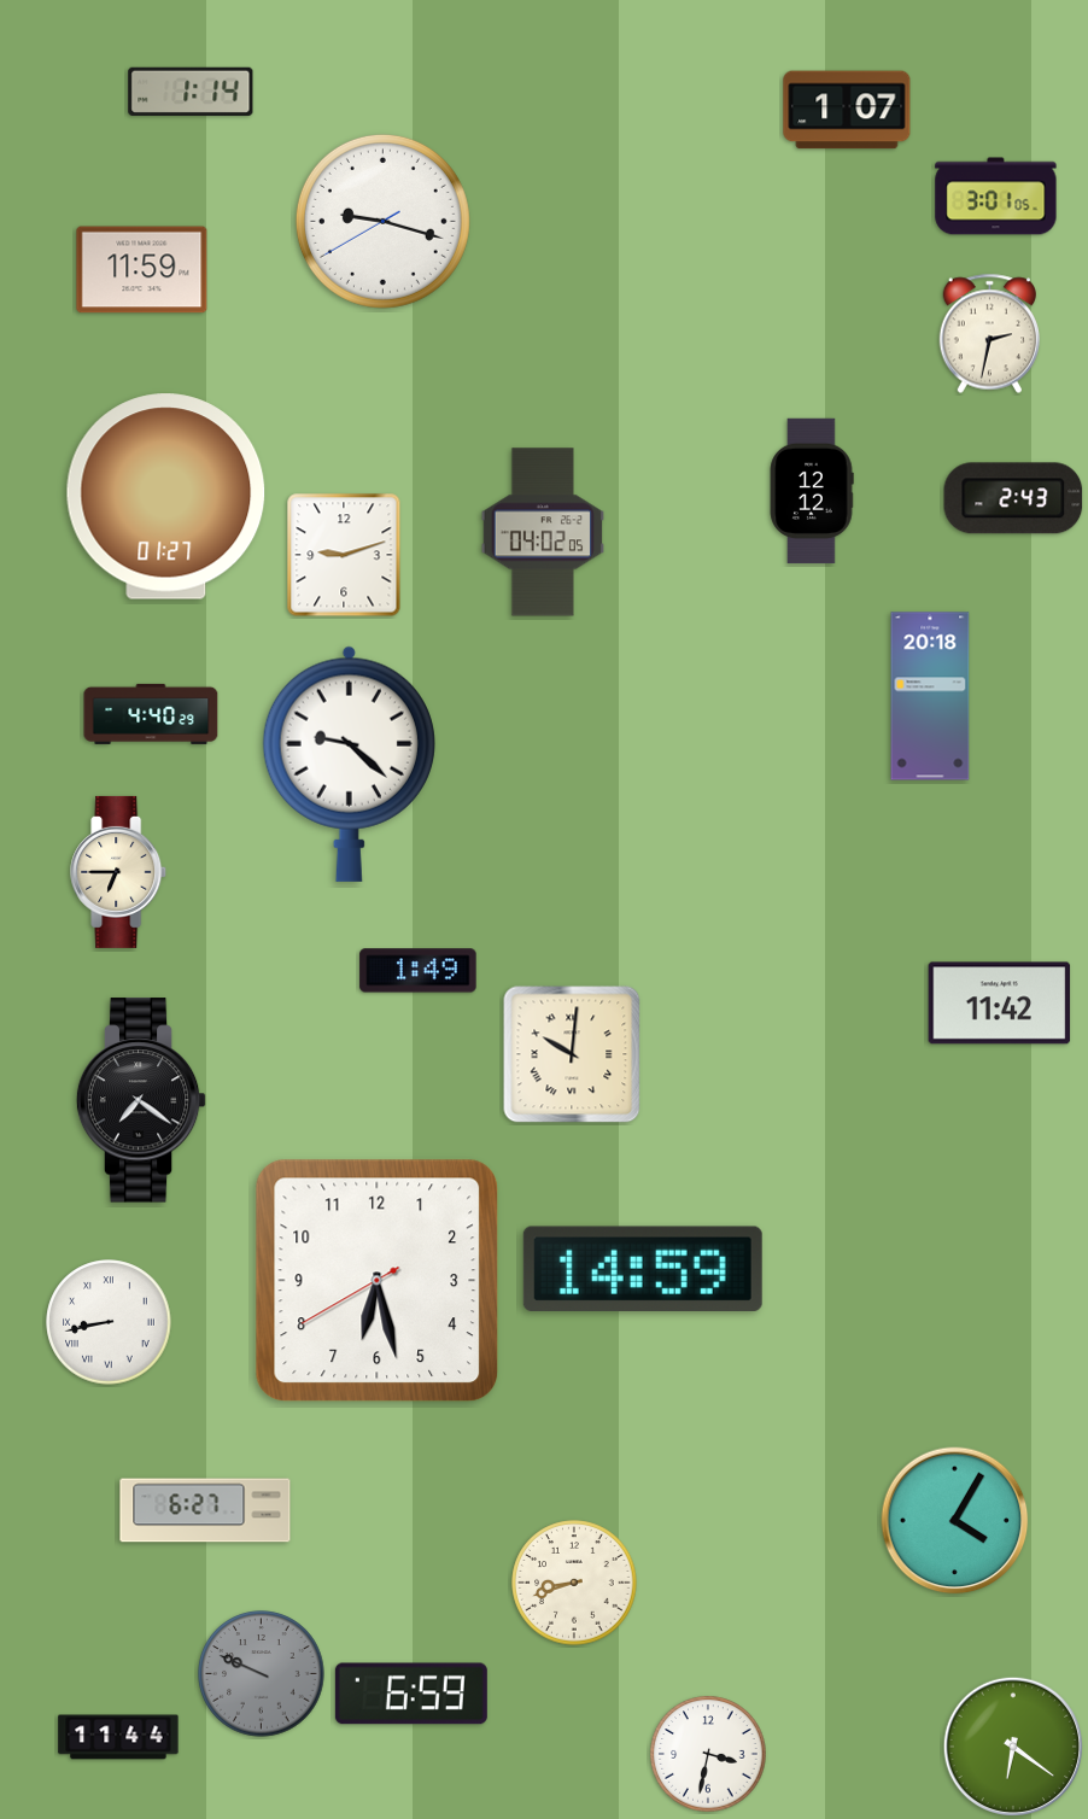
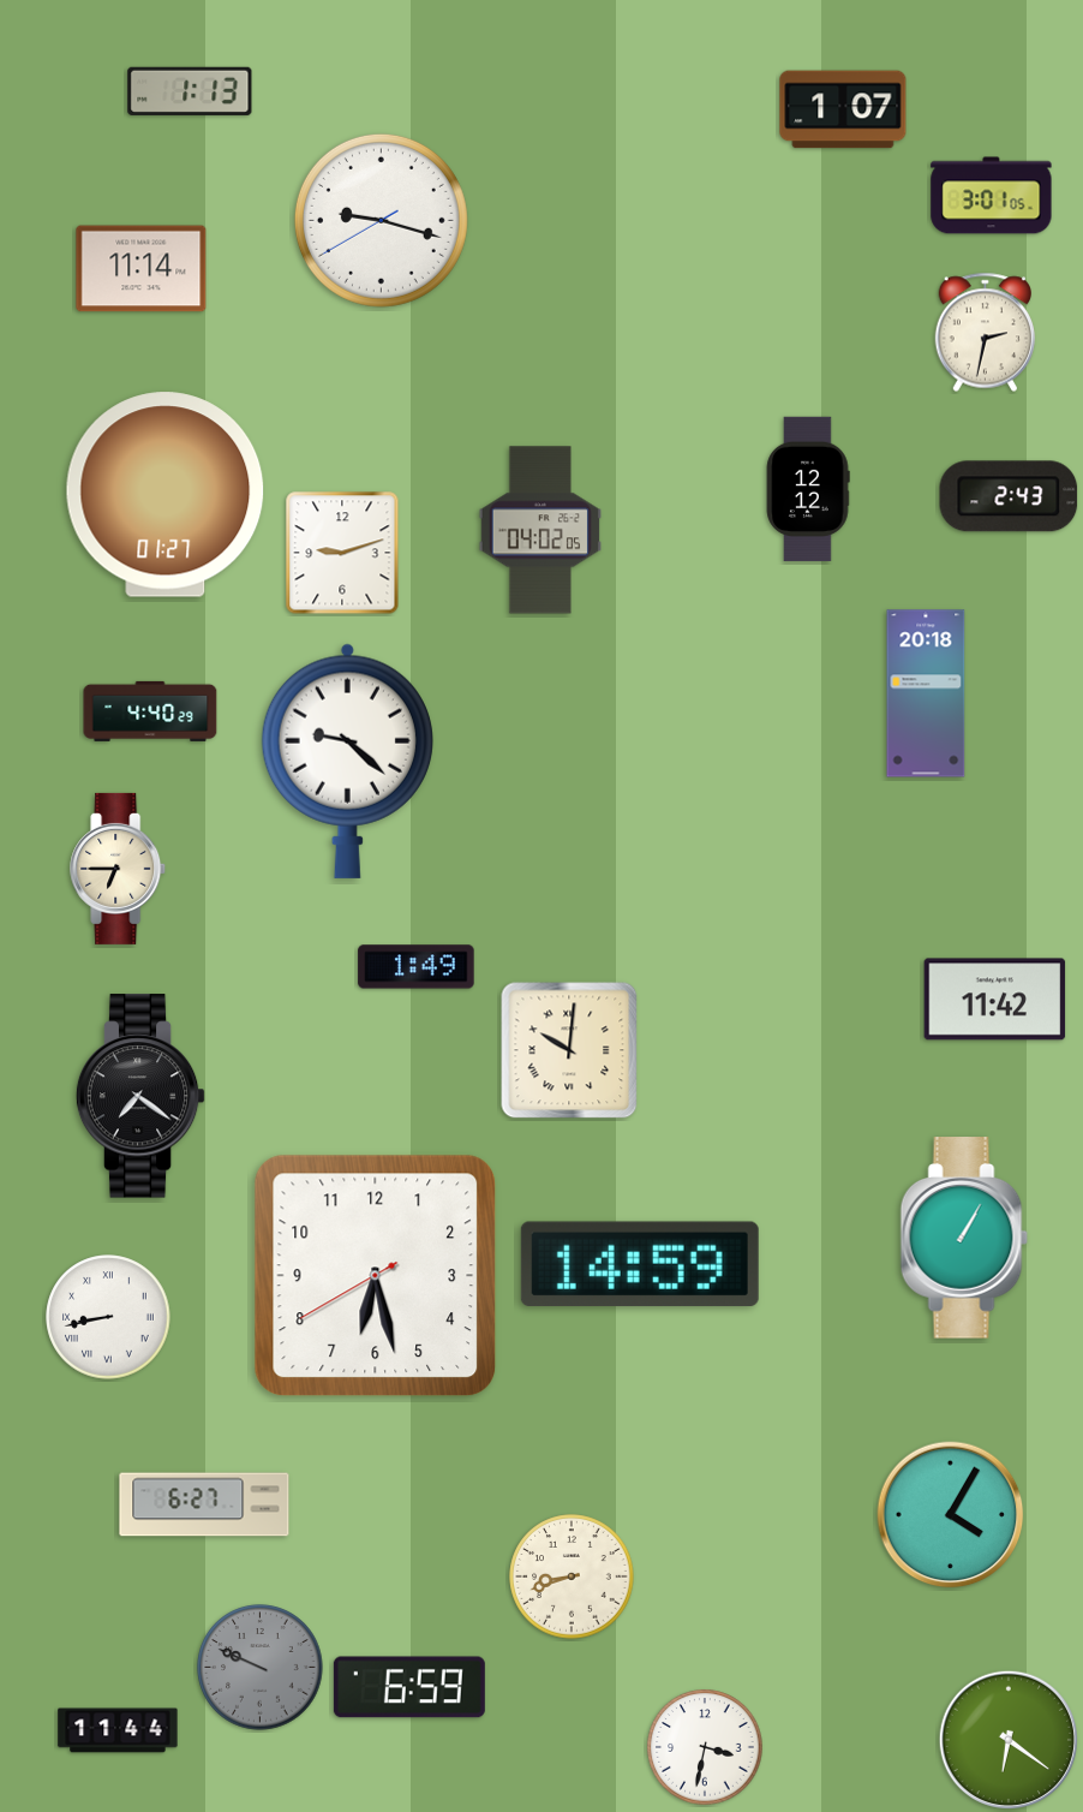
clock at (191, 92): 1:14 -> 1:13
clock at (142, 270): 11:59 -> 11:14
clock at (964, 1238): none -> 1:05
